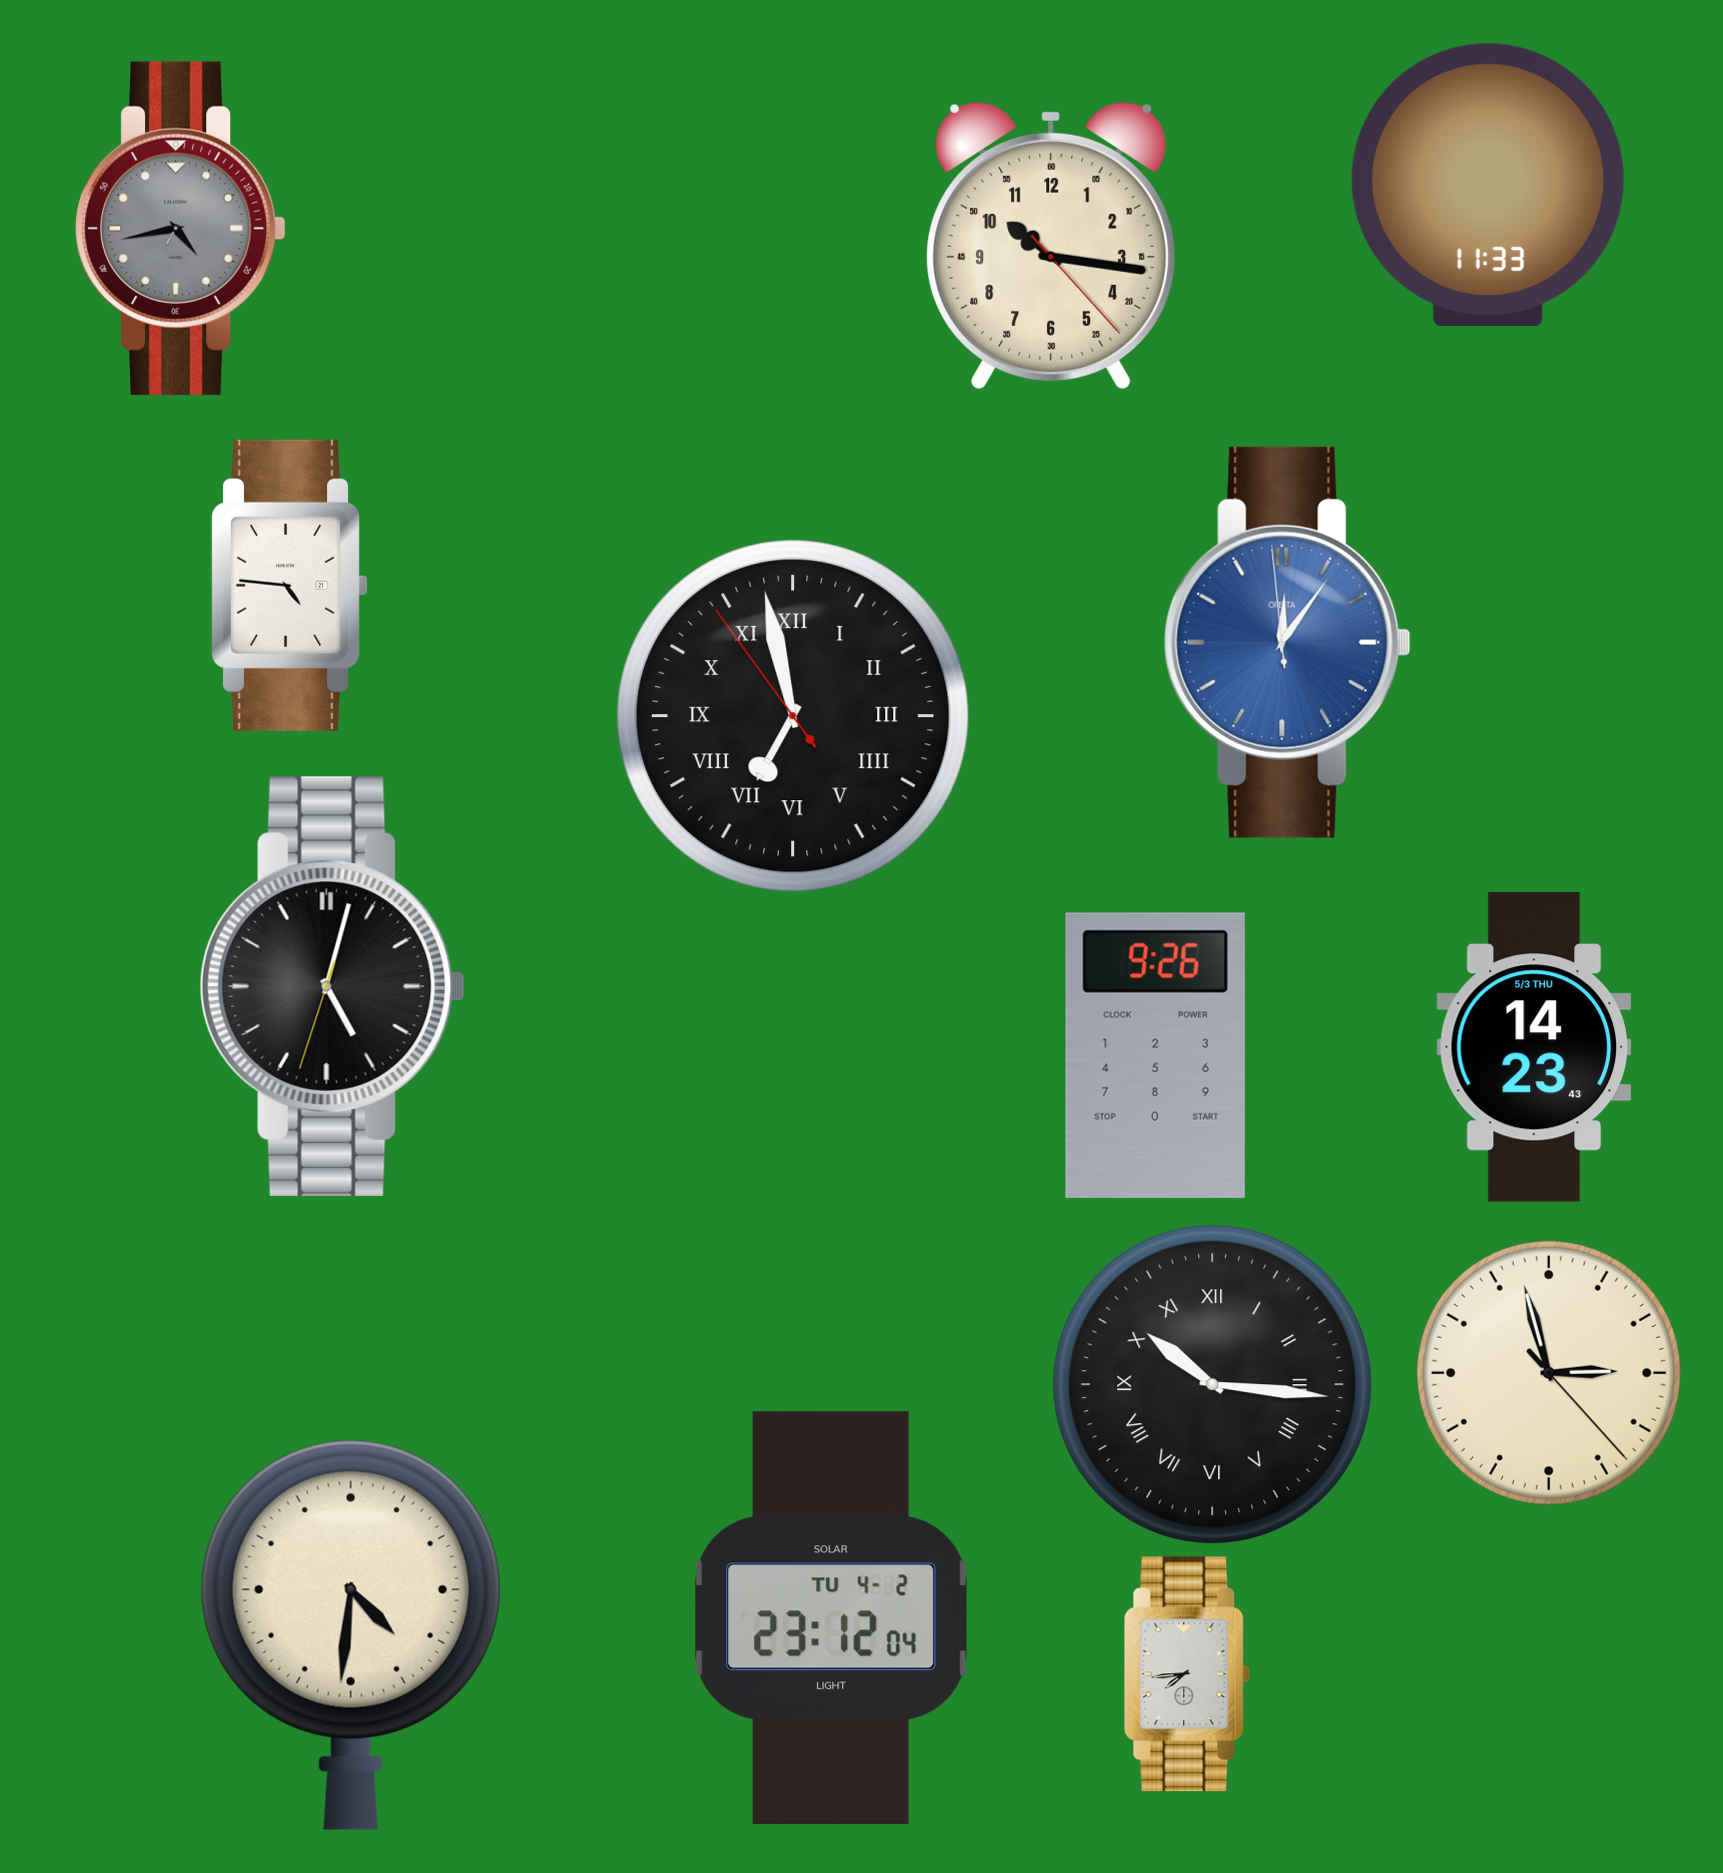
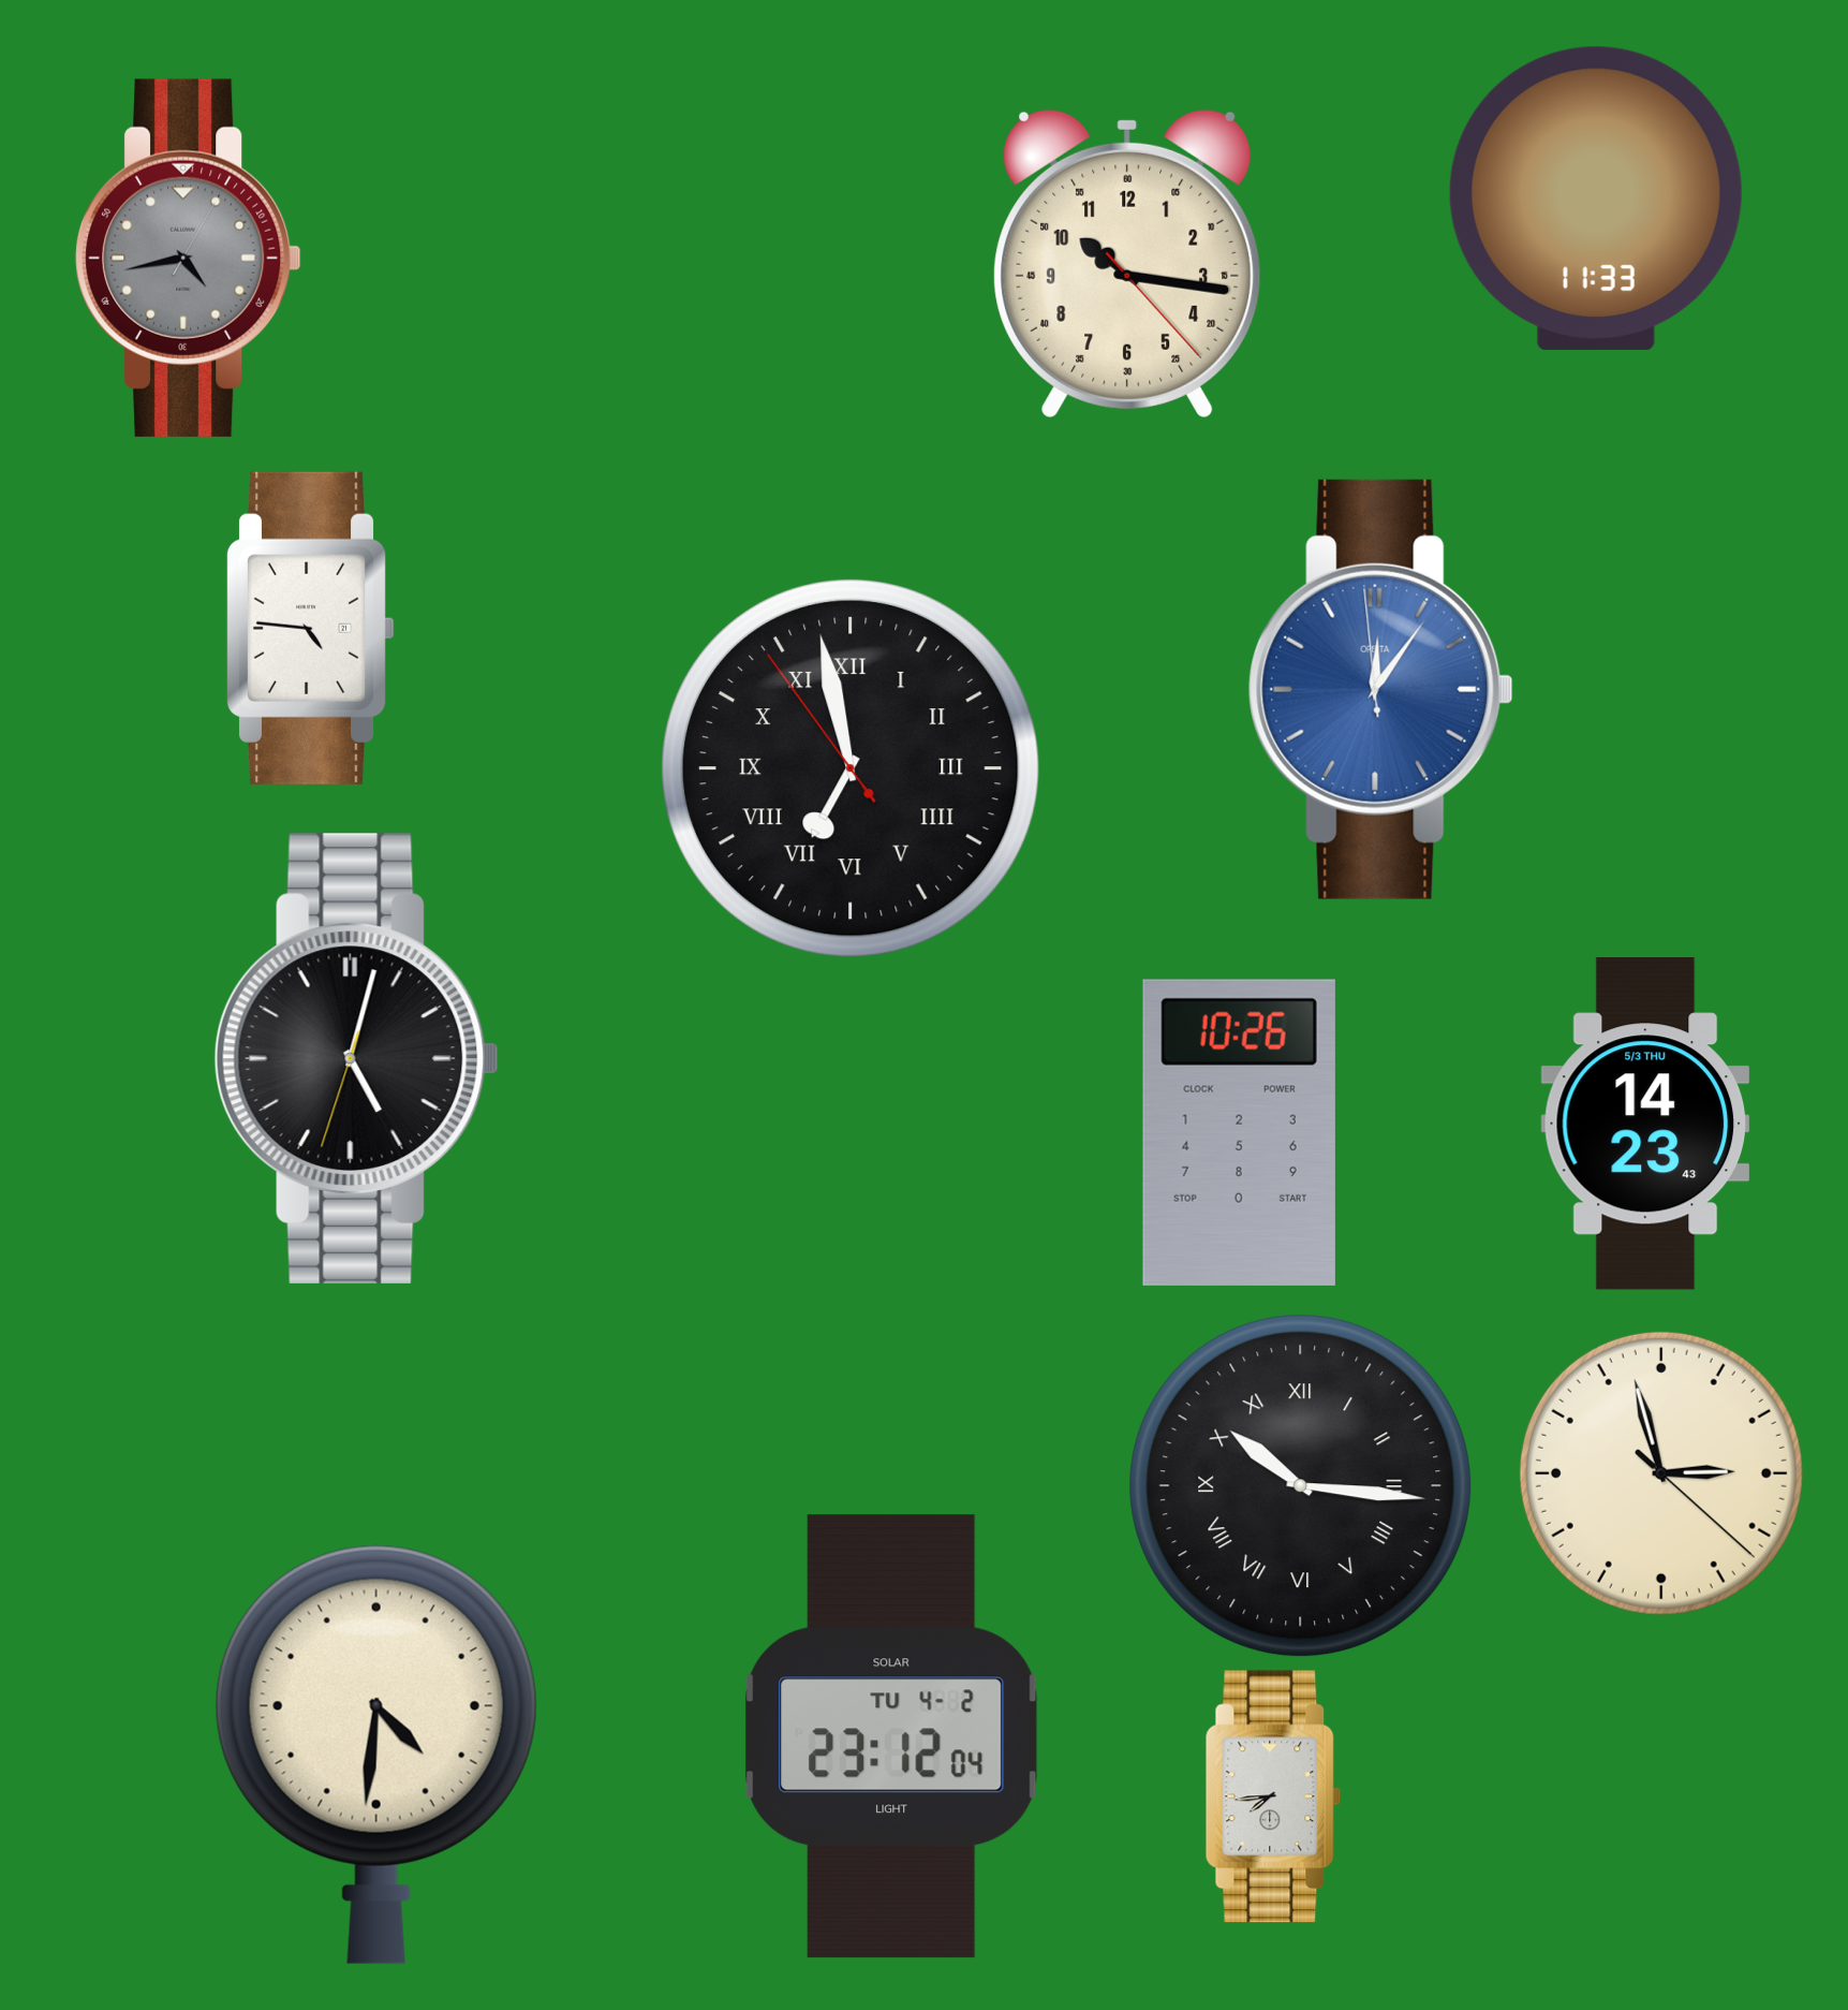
clock at (181, 228) position: (181, 228) -> (189, 258)
clock at (1155, 1055): 9:26 -> 10:26
clock at (1549, 1373): 2:57:23 -> 2:57:22
